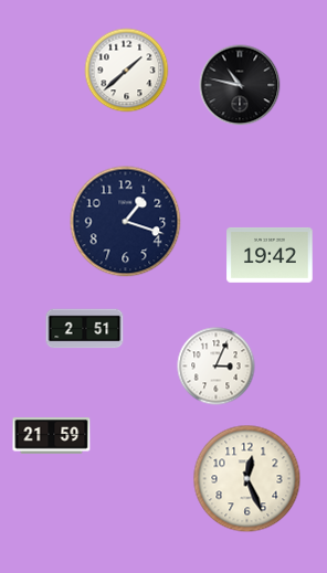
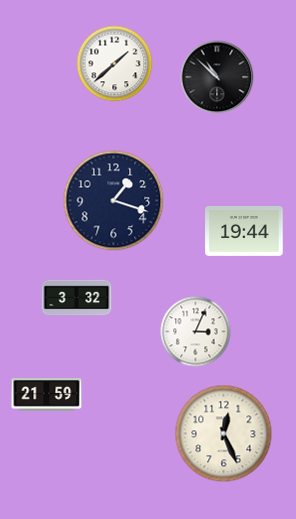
clock at (240, 85): 10:47 -> 10:52
clock at (270, 255): 19:42 -> 19:44
clock at (85, 329): 2:51 -> 3:32
